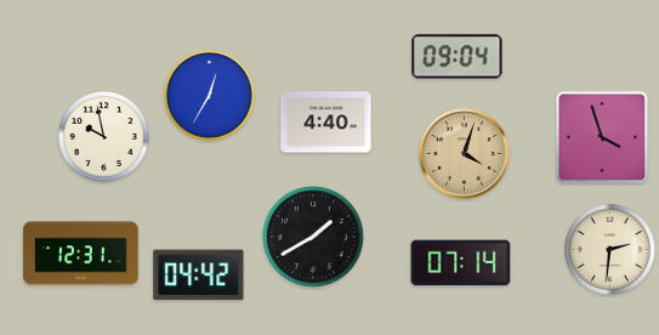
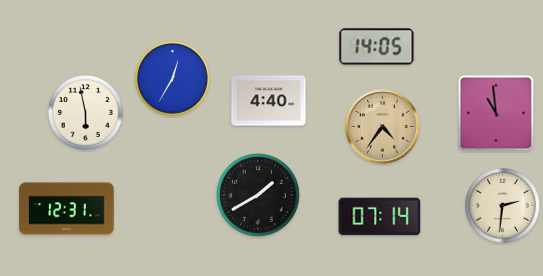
clock at (458, 57): 09:04 -> 14:05
clock at (103, 136): 9:58 -> 5:58
clock at (602, 137): 3:57 -> 10:59
clock at (465, 154): 4:03 -> 4:36
clock at (199, 276): 04:42 -> none
